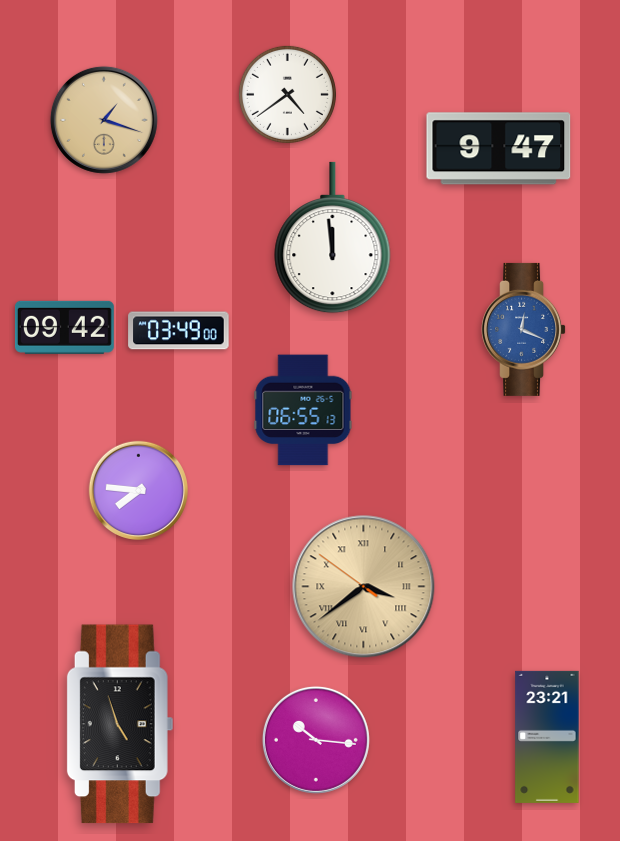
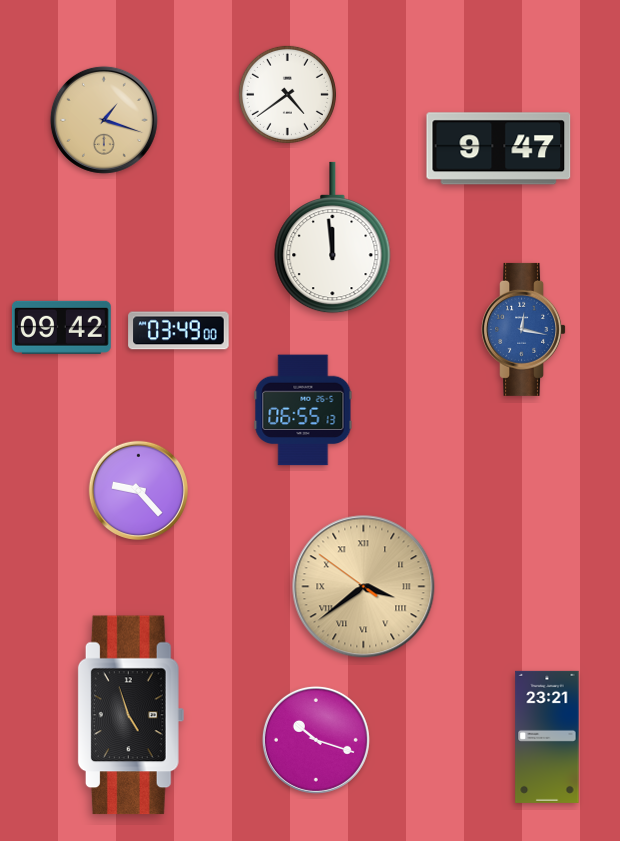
clock at (64, 327) position: (64, 327) -> (61, 327)
clock at (524, 329): 12:19 -> 12:17
clock at (138, 490): 7:46 -> 9:23
clock at (120, 724) position: (120, 724) -> (131, 715)
clock at (316, 740): 10:16 -> 10:18
